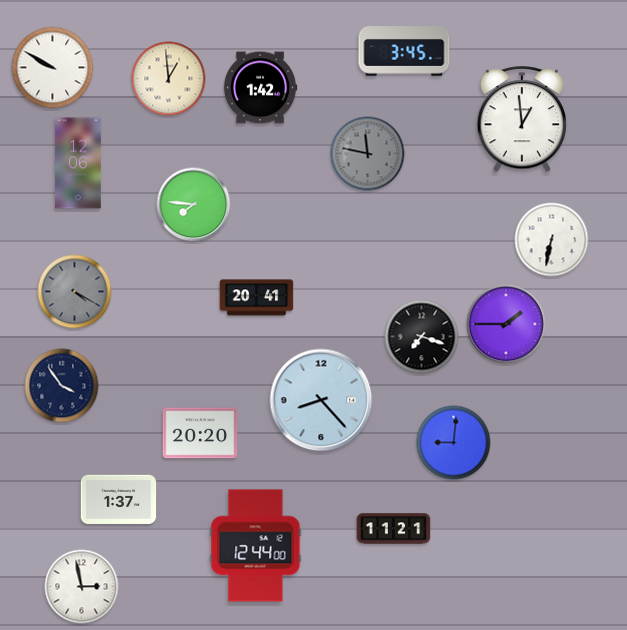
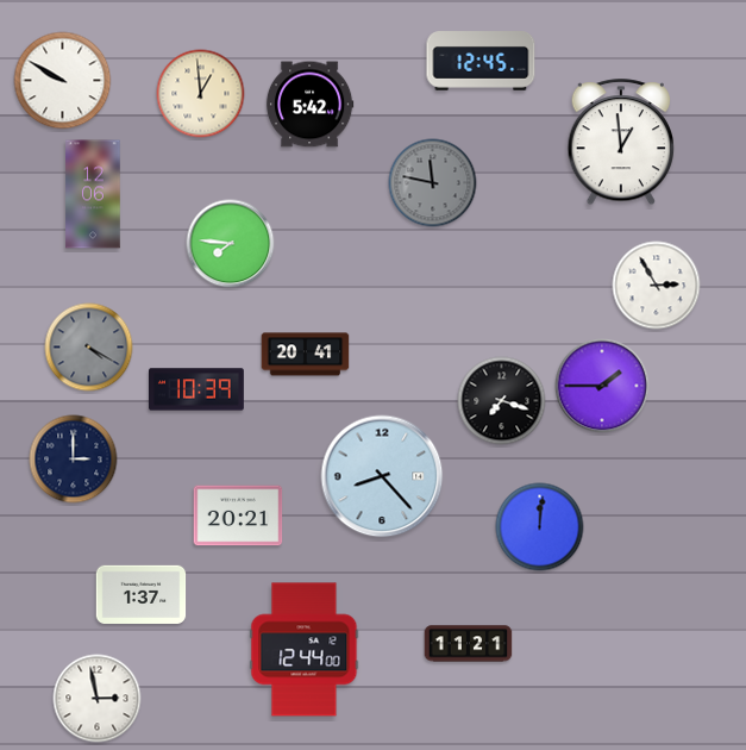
clock at (404, 51): 3:45 -> 12:45
clock at (260, 88): 1:42 -> 5:42
clock at (368, 154) position: (368, 154) -> (433, 183)
clock at (552, 240): 6:32 -> 2:55
clock at (198, 389): none -> 10:39
clock at (62, 386): 3:54 -> 3:00
clock at (200, 433): 20:20 -> 20:21
clock at (454, 443): 9:01 -> 12:01
clock at (394, 529) position: (394, 529) -> (469, 644)
